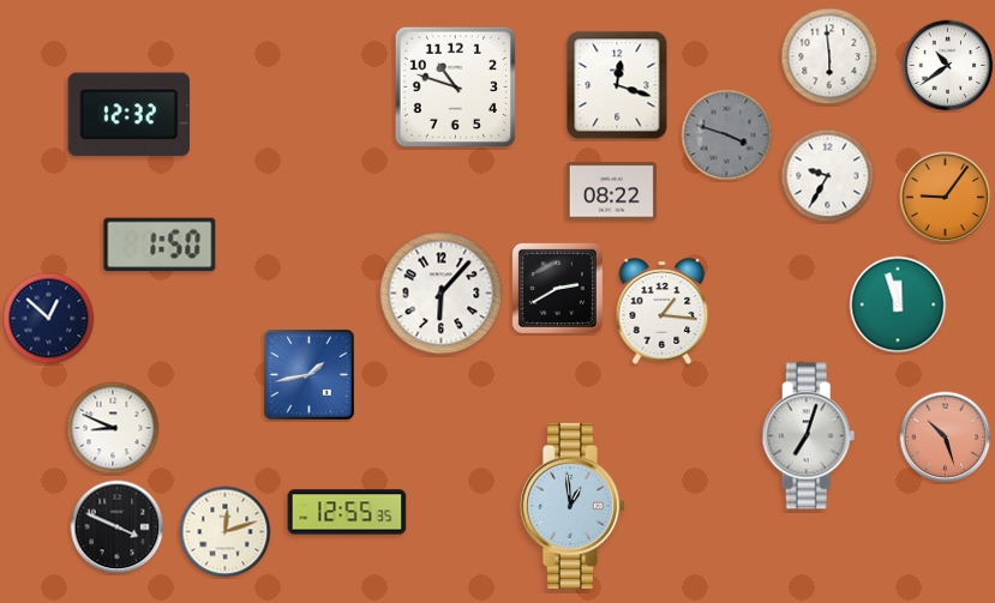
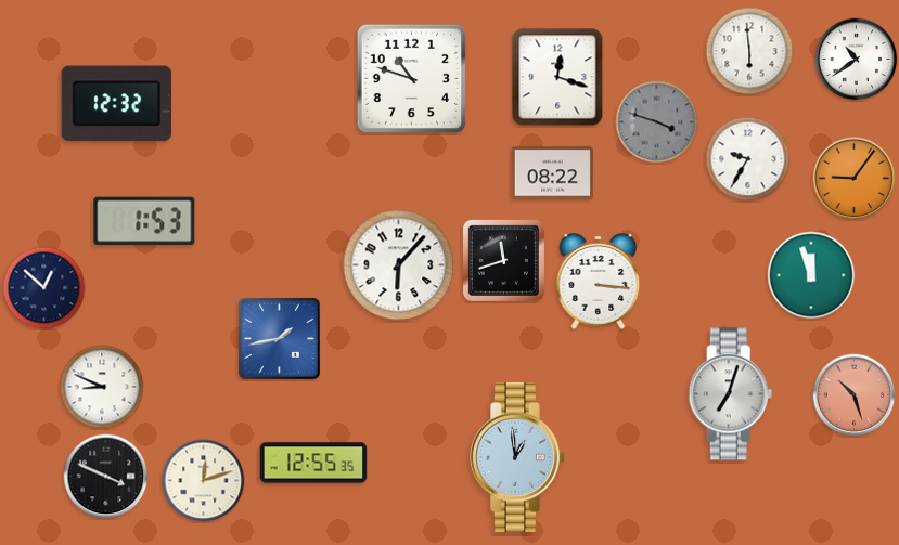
clock at (160, 245): 1:50 -> 1:53
clock at (557, 288): 2:40 -> 11:42
clock at (663, 312): 1:16 -> 3:16
